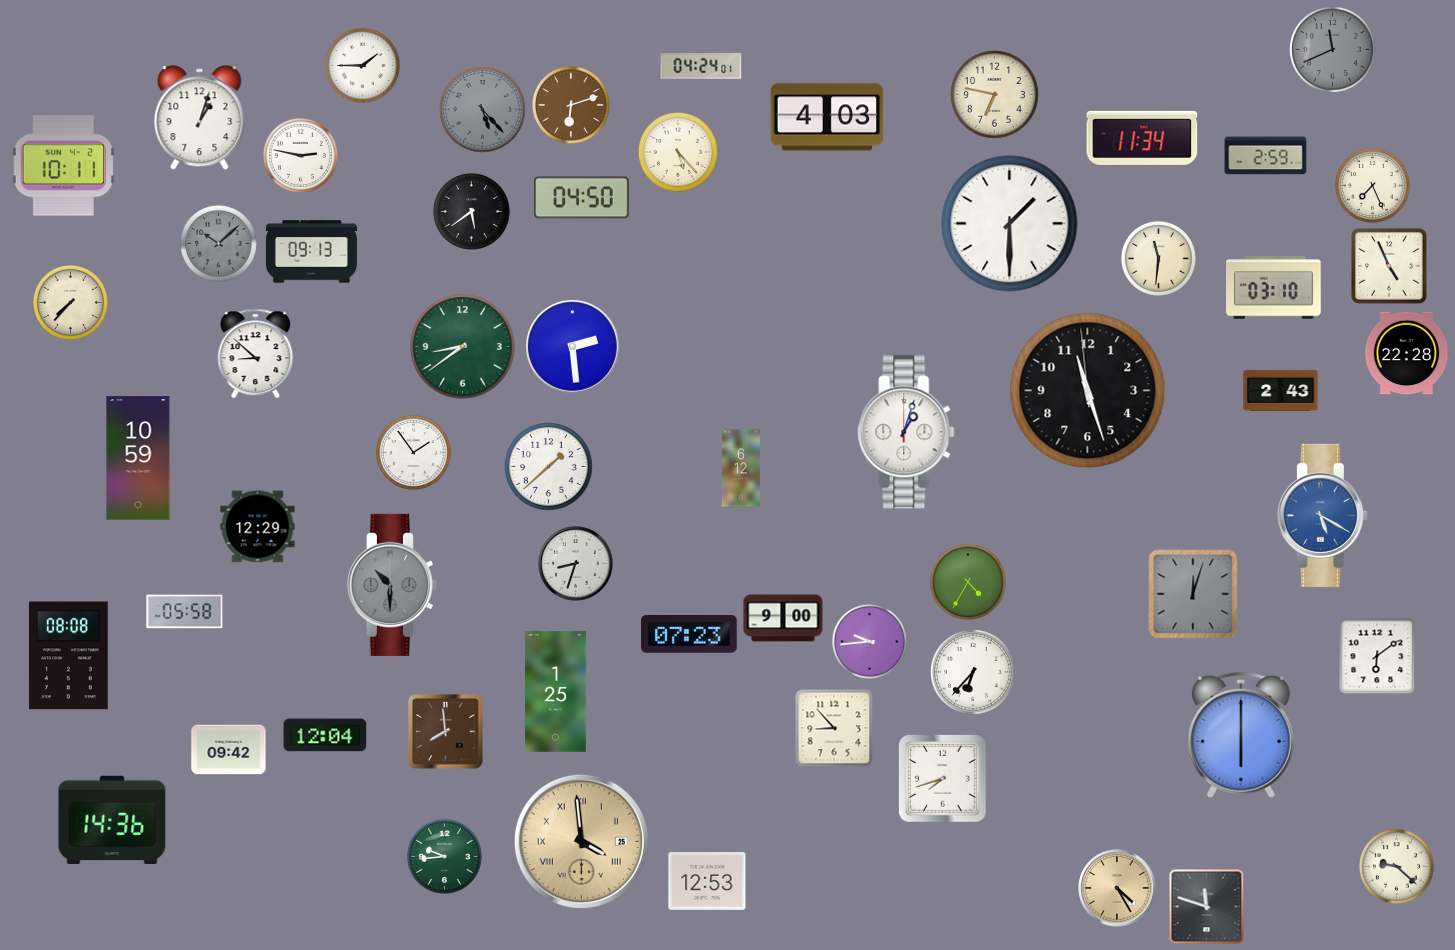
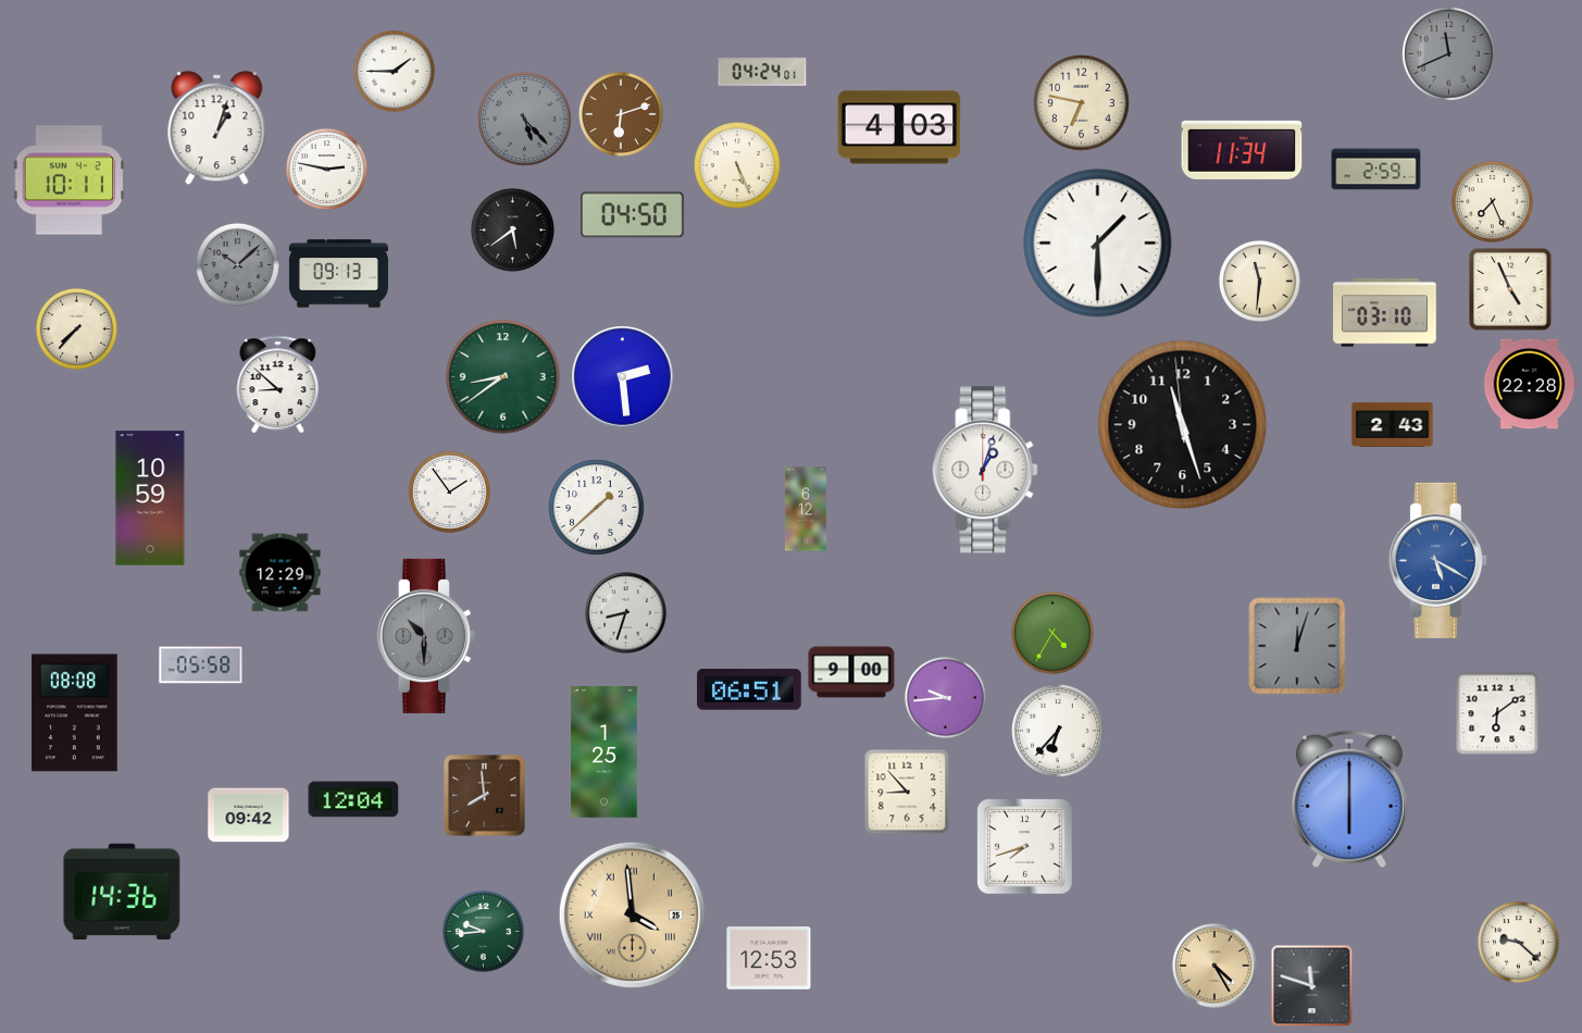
clock at (678, 152): 5:23 -> 5:26
clock at (689, 634): 07:23 -> 06:51
